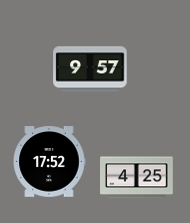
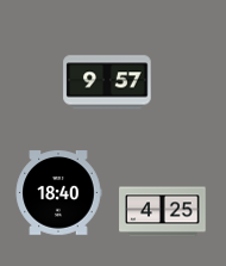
clock at (49, 162): 17:52 -> 18:40
